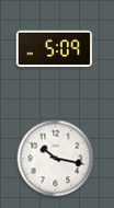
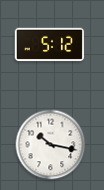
clock at (55, 49): 5:09 -> 5:12
